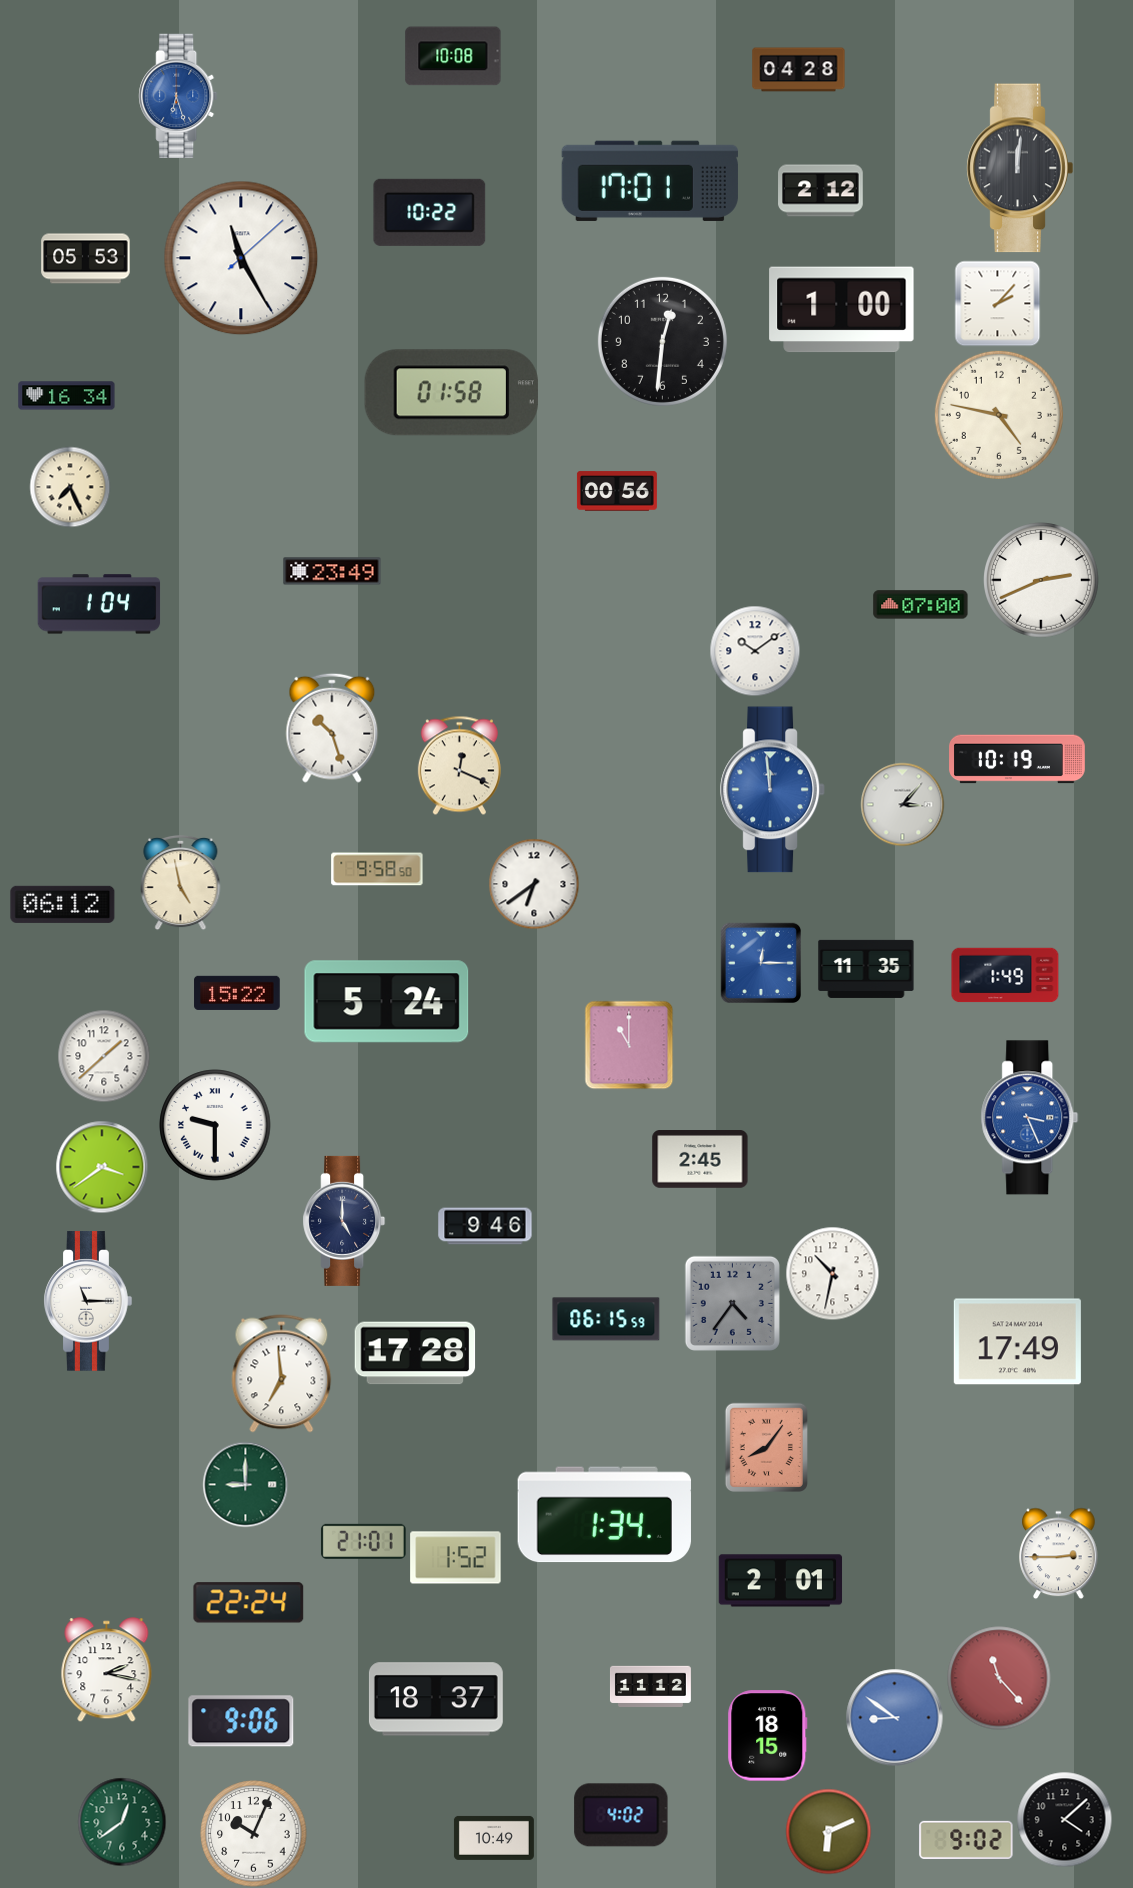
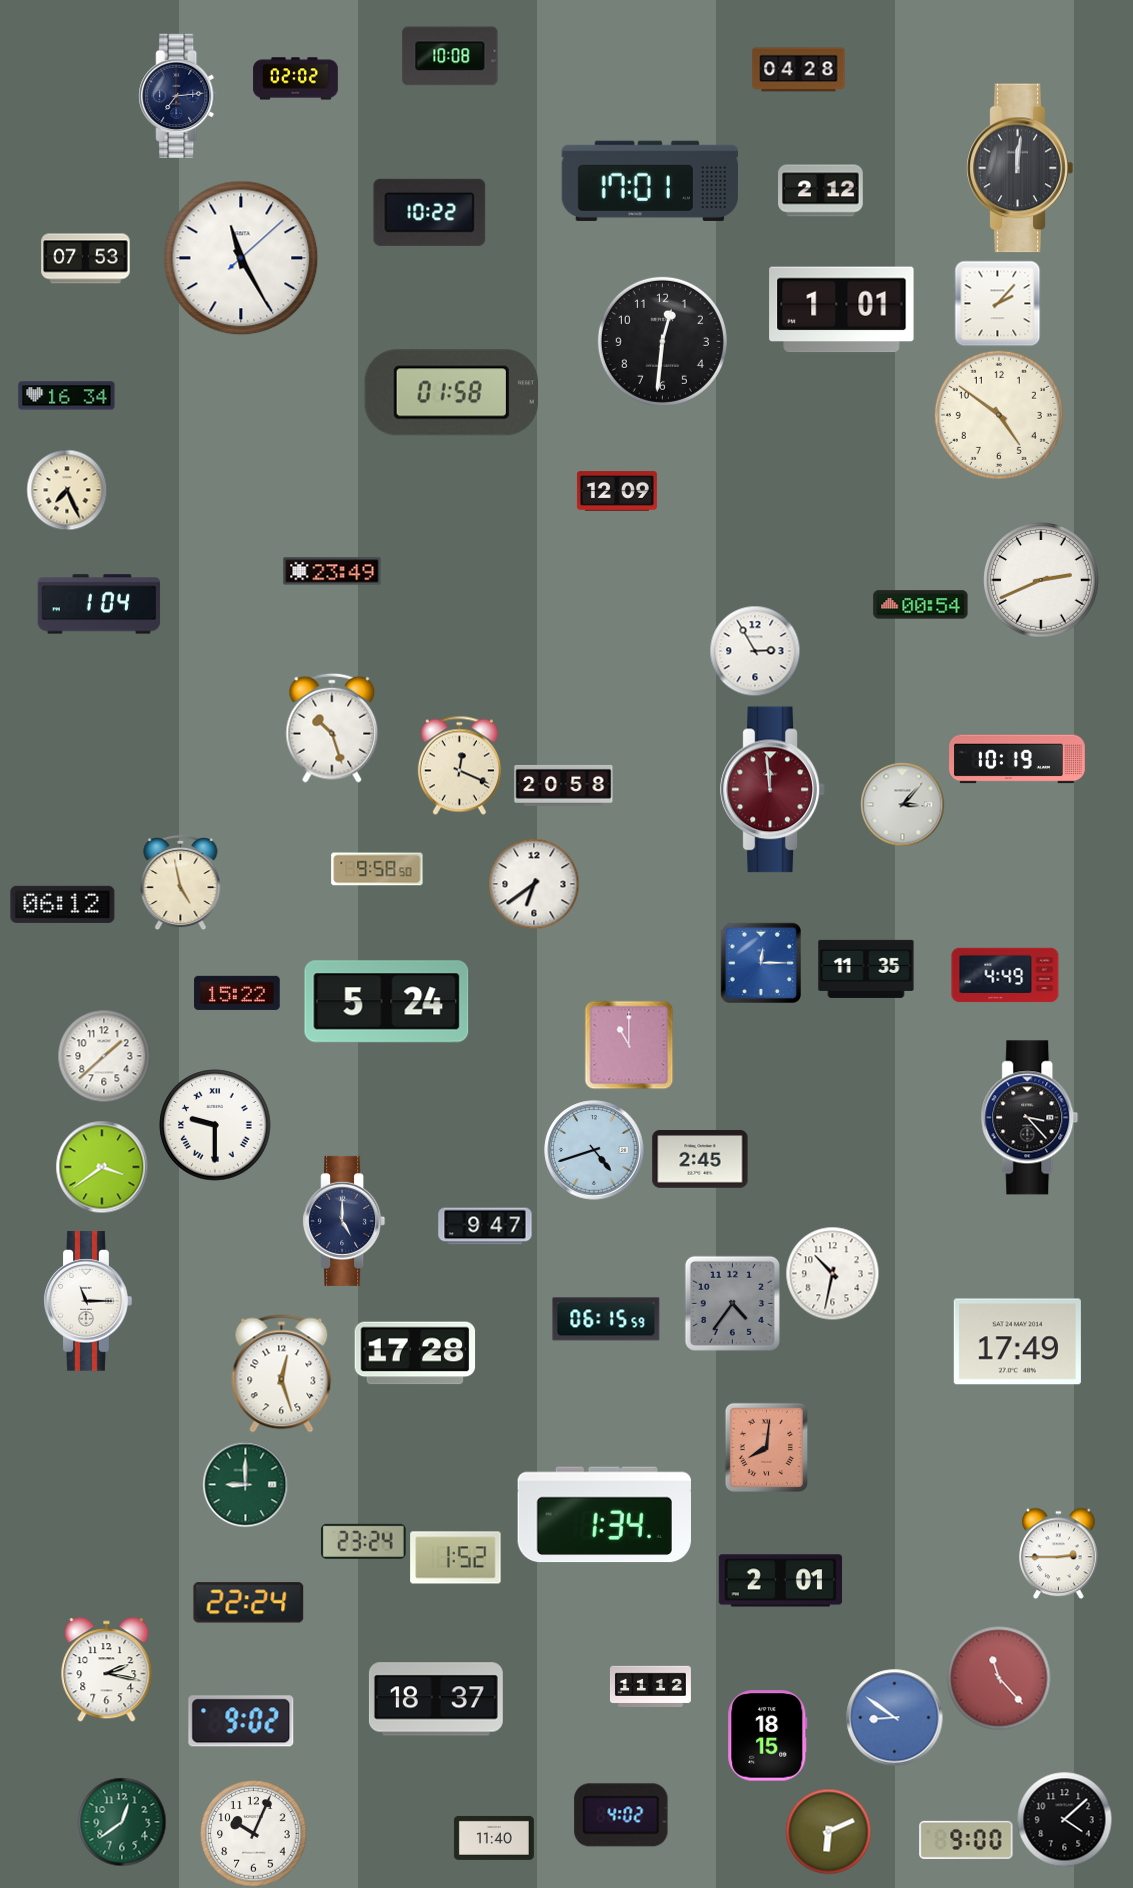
clock at (453, 56) position: (453, 56) -> (450, 56)
clock at (296, 79): none -> 02:02
clock at (178, 95): 6:27 -> 7:14
clock at (178, 95) dial: blue -> navy
clock at (86, 259): 05:53 -> 07:53
clock at (842, 310): 1:00 -> 1:01
clock at (999, 415): 4:47 -> 4:51
clock at (70, 487) position: (70, 487) -> (67, 490)
clock at (617, 491): 00:56 -> 12:09
clock at (921, 605): 07:00 -> 00:54
clock at (755, 651): 10:09 -> 2:55
clock at (564, 785): none -> 20:58
clock at (773, 790) dial: blue -> burgundy
clock at (1005, 975): 1:49 -> 4:49
clock at (1030, 1118): 3:26 -> 3:23
clock at (1030, 1118) dial: blue -> black
clock at (594, 1150): none -> 4:42
clock at (485, 1226): 9:46 -> 9:47
clock at (282, 1374): 6:59 -> 12:27
clock at (766, 1447): 8:06 -> 8:01
clock at (363, 1541): 21:01 -> 23:24
clock at (241, 1721): 9:06 -> 9:02
clock at (494, 1838): 10:49 -> 11:40
clock at (966, 1840): 9:02 -> 9:00
